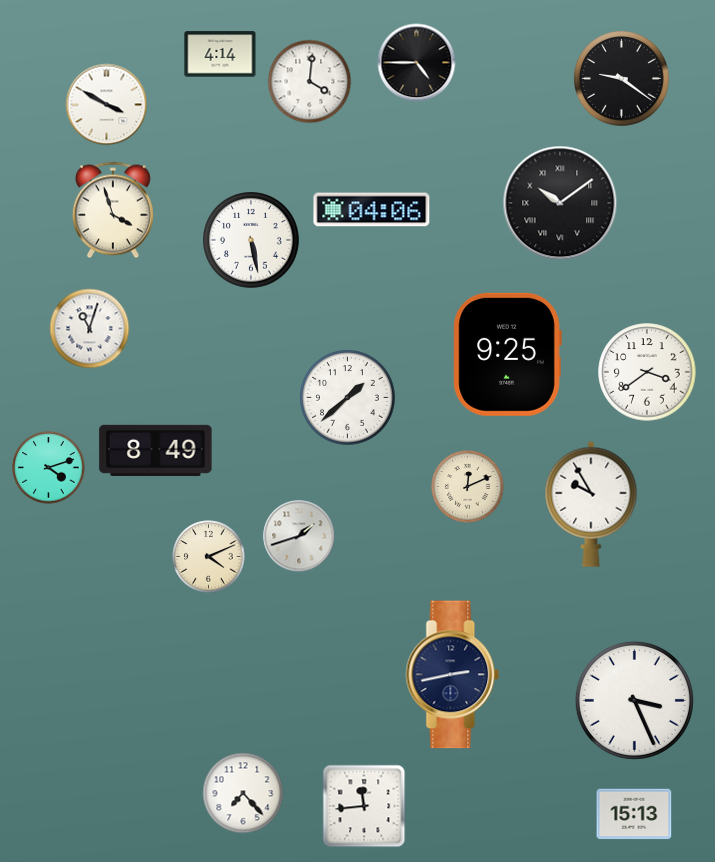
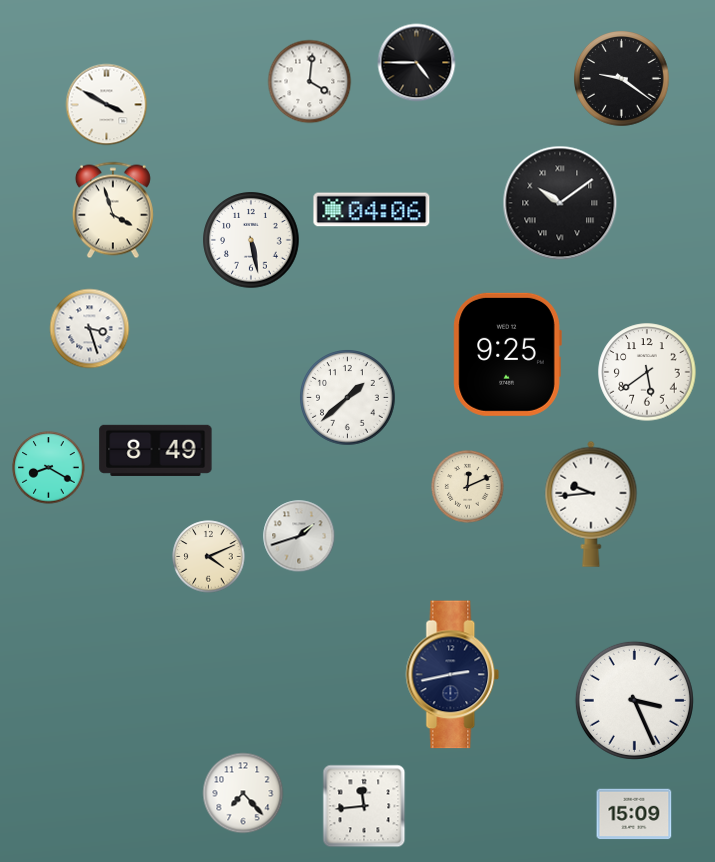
clock at (220, 54): 4:14 -> none
clock at (90, 329): 11:03 -> 3:27
clock at (647, 372): 3:39 -> 5:39
clock at (49, 468): 4:12 -> 8:20
clock at (591, 504): 9:55 -> 9:44
clock at (634, 814): 15:13 -> 15:09
